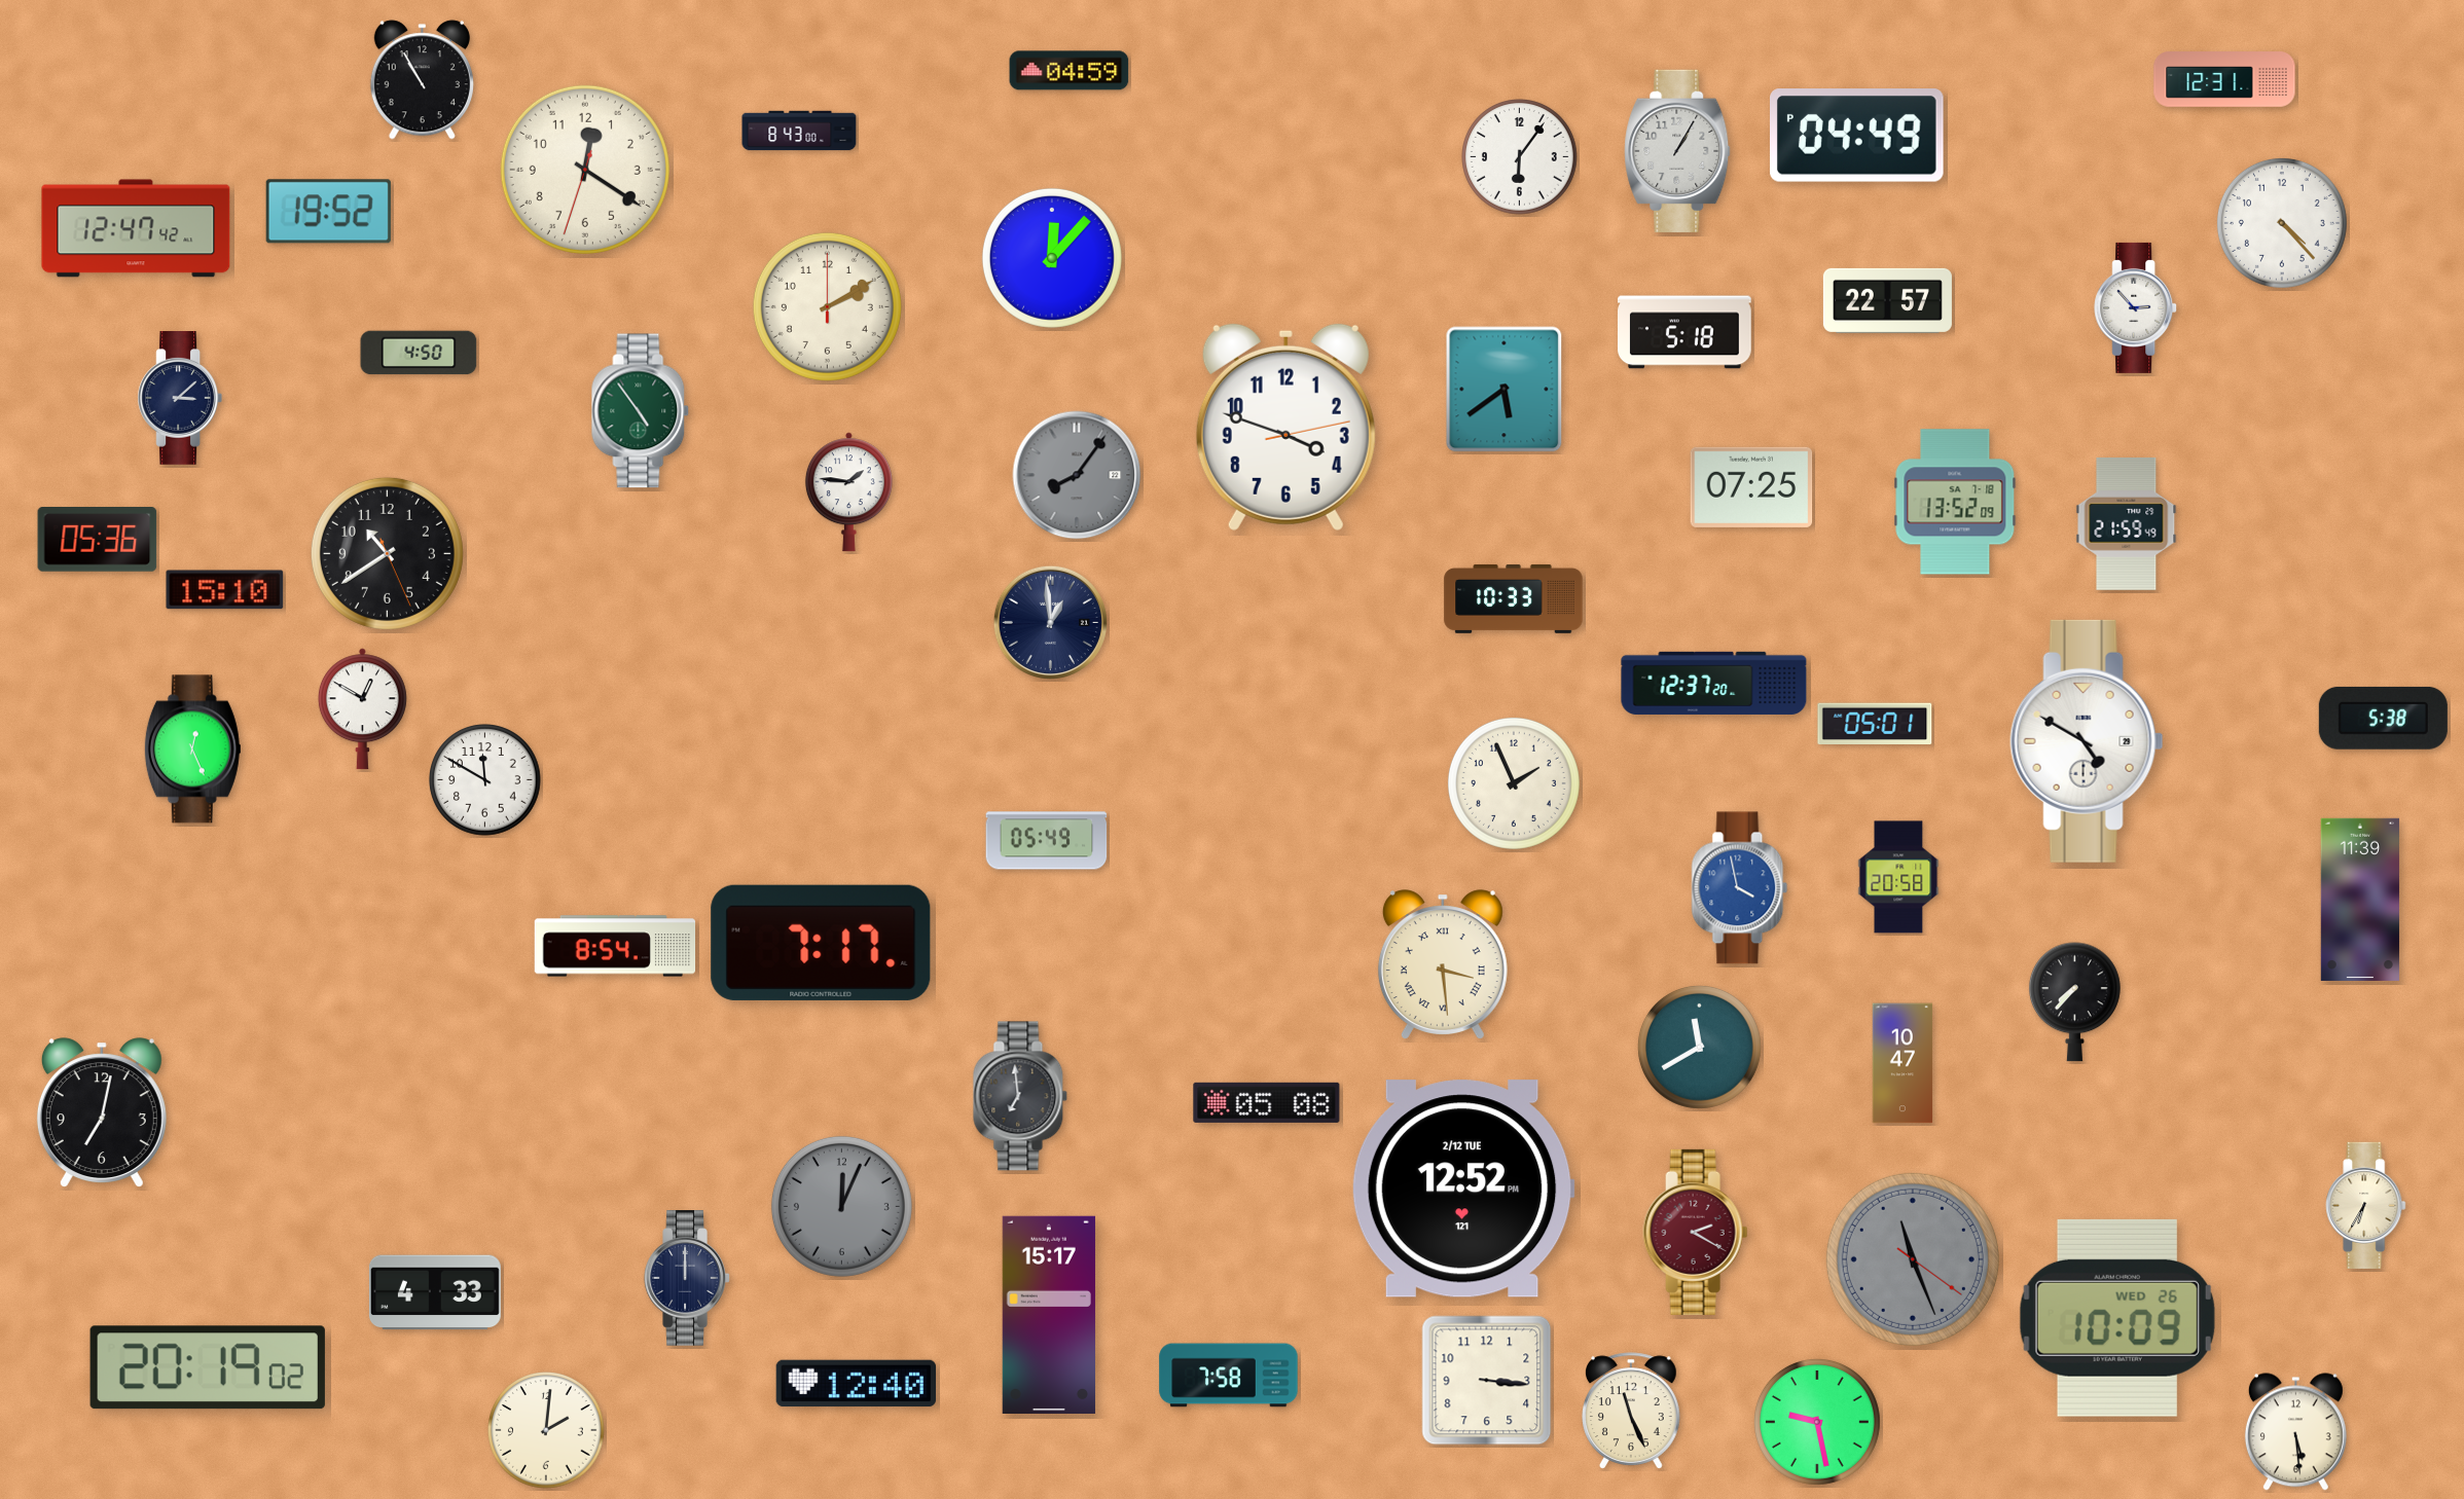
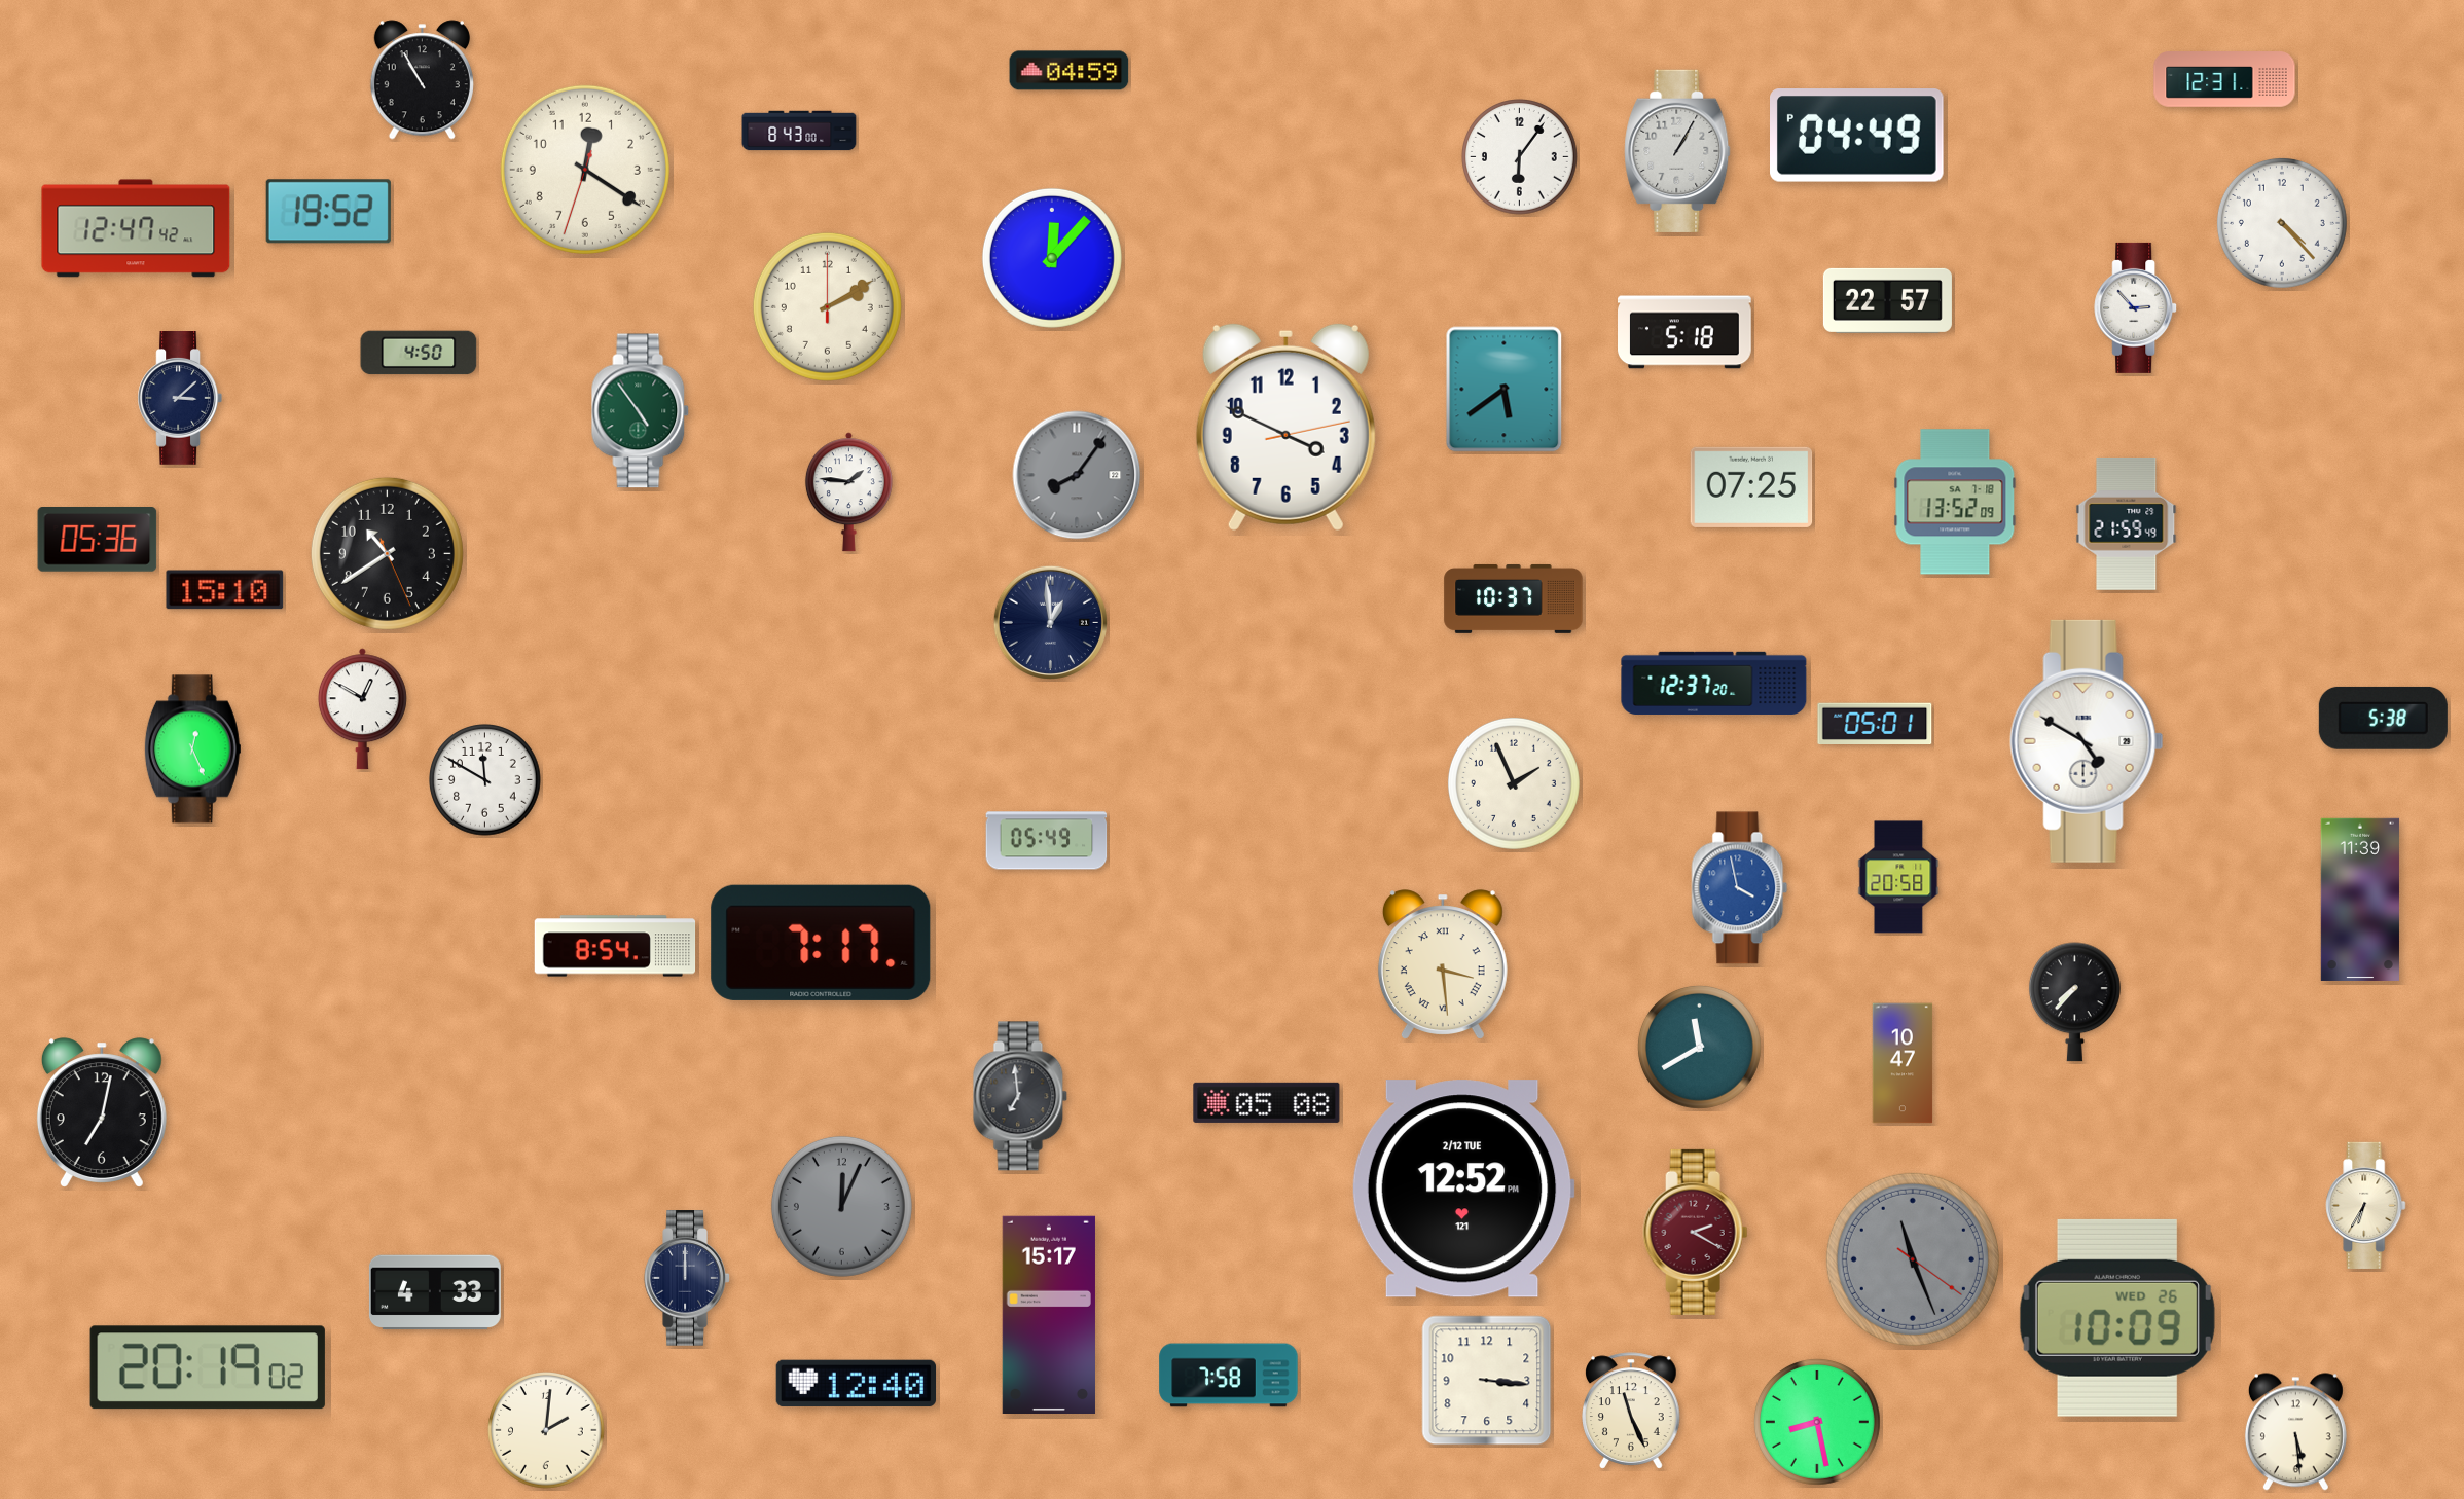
clock at (1285, 427): 3:48 -> 3:49
clock at (1514, 598): 10:33 -> 10:37
clock at (1817, 1422): 9:28 -> 8:28
